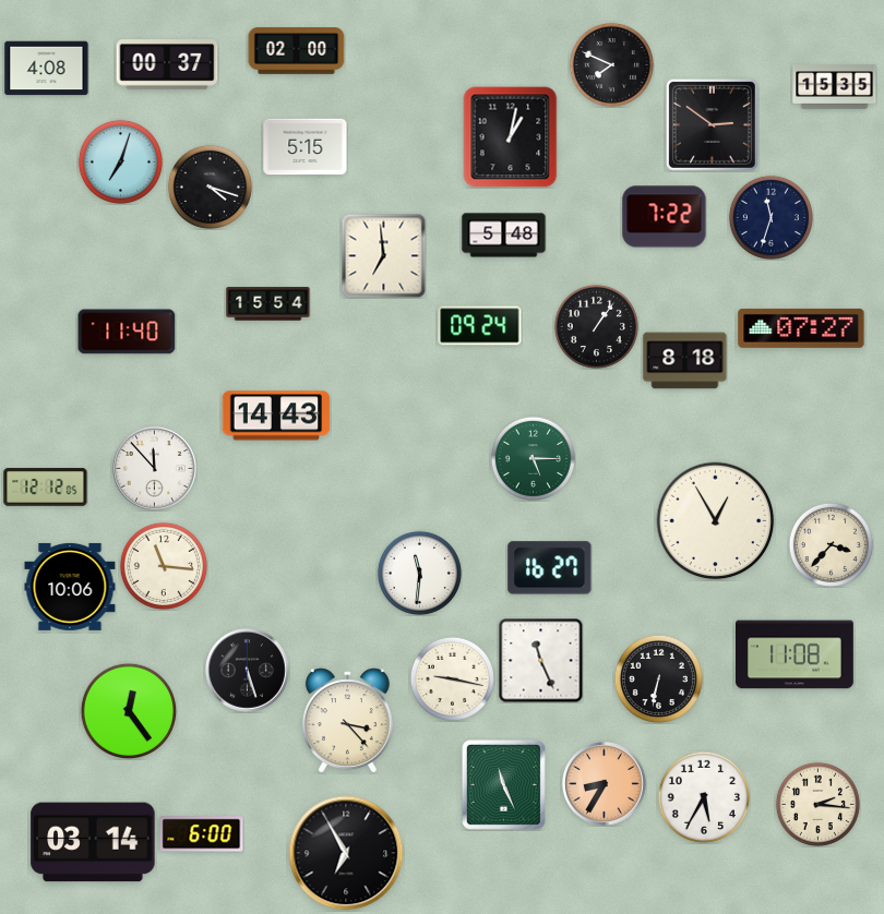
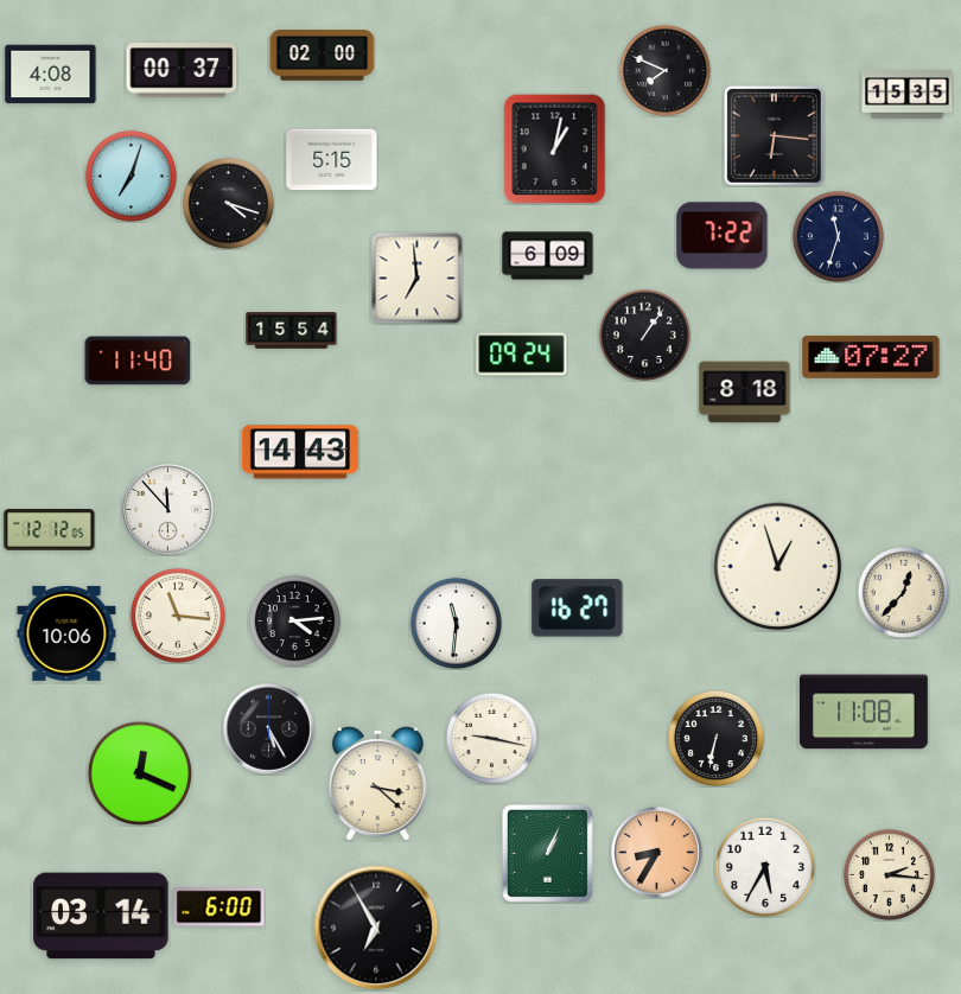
clock at (712, 124): 2:51 -> 6:16
clock at (504, 236): 5:48 -> 6:09
clock at (596, 326) position: (596, 326) -> (644, 334)
clock at (533, 458): 5:15 -> none
clock at (716, 521): 12:55 -> 12:57
clock at (831, 544): 3:37 -> 12:37
clock at (550, 568) position: (550, 568) -> (578, 608)
clock at (294, 620): none -> 4:14
clock at (70, 587) position: (70, 587) -> (66, 633)
clock at (540, 660): 11:26 -> none
clock at (248, 671): 5:27 -> 5:25
clock at (128, 710): 12:24 -> 12:19
clock at (347, 721): 3:23 -> 3:22
clock at (503, 784): 11:26 -> 1:04
